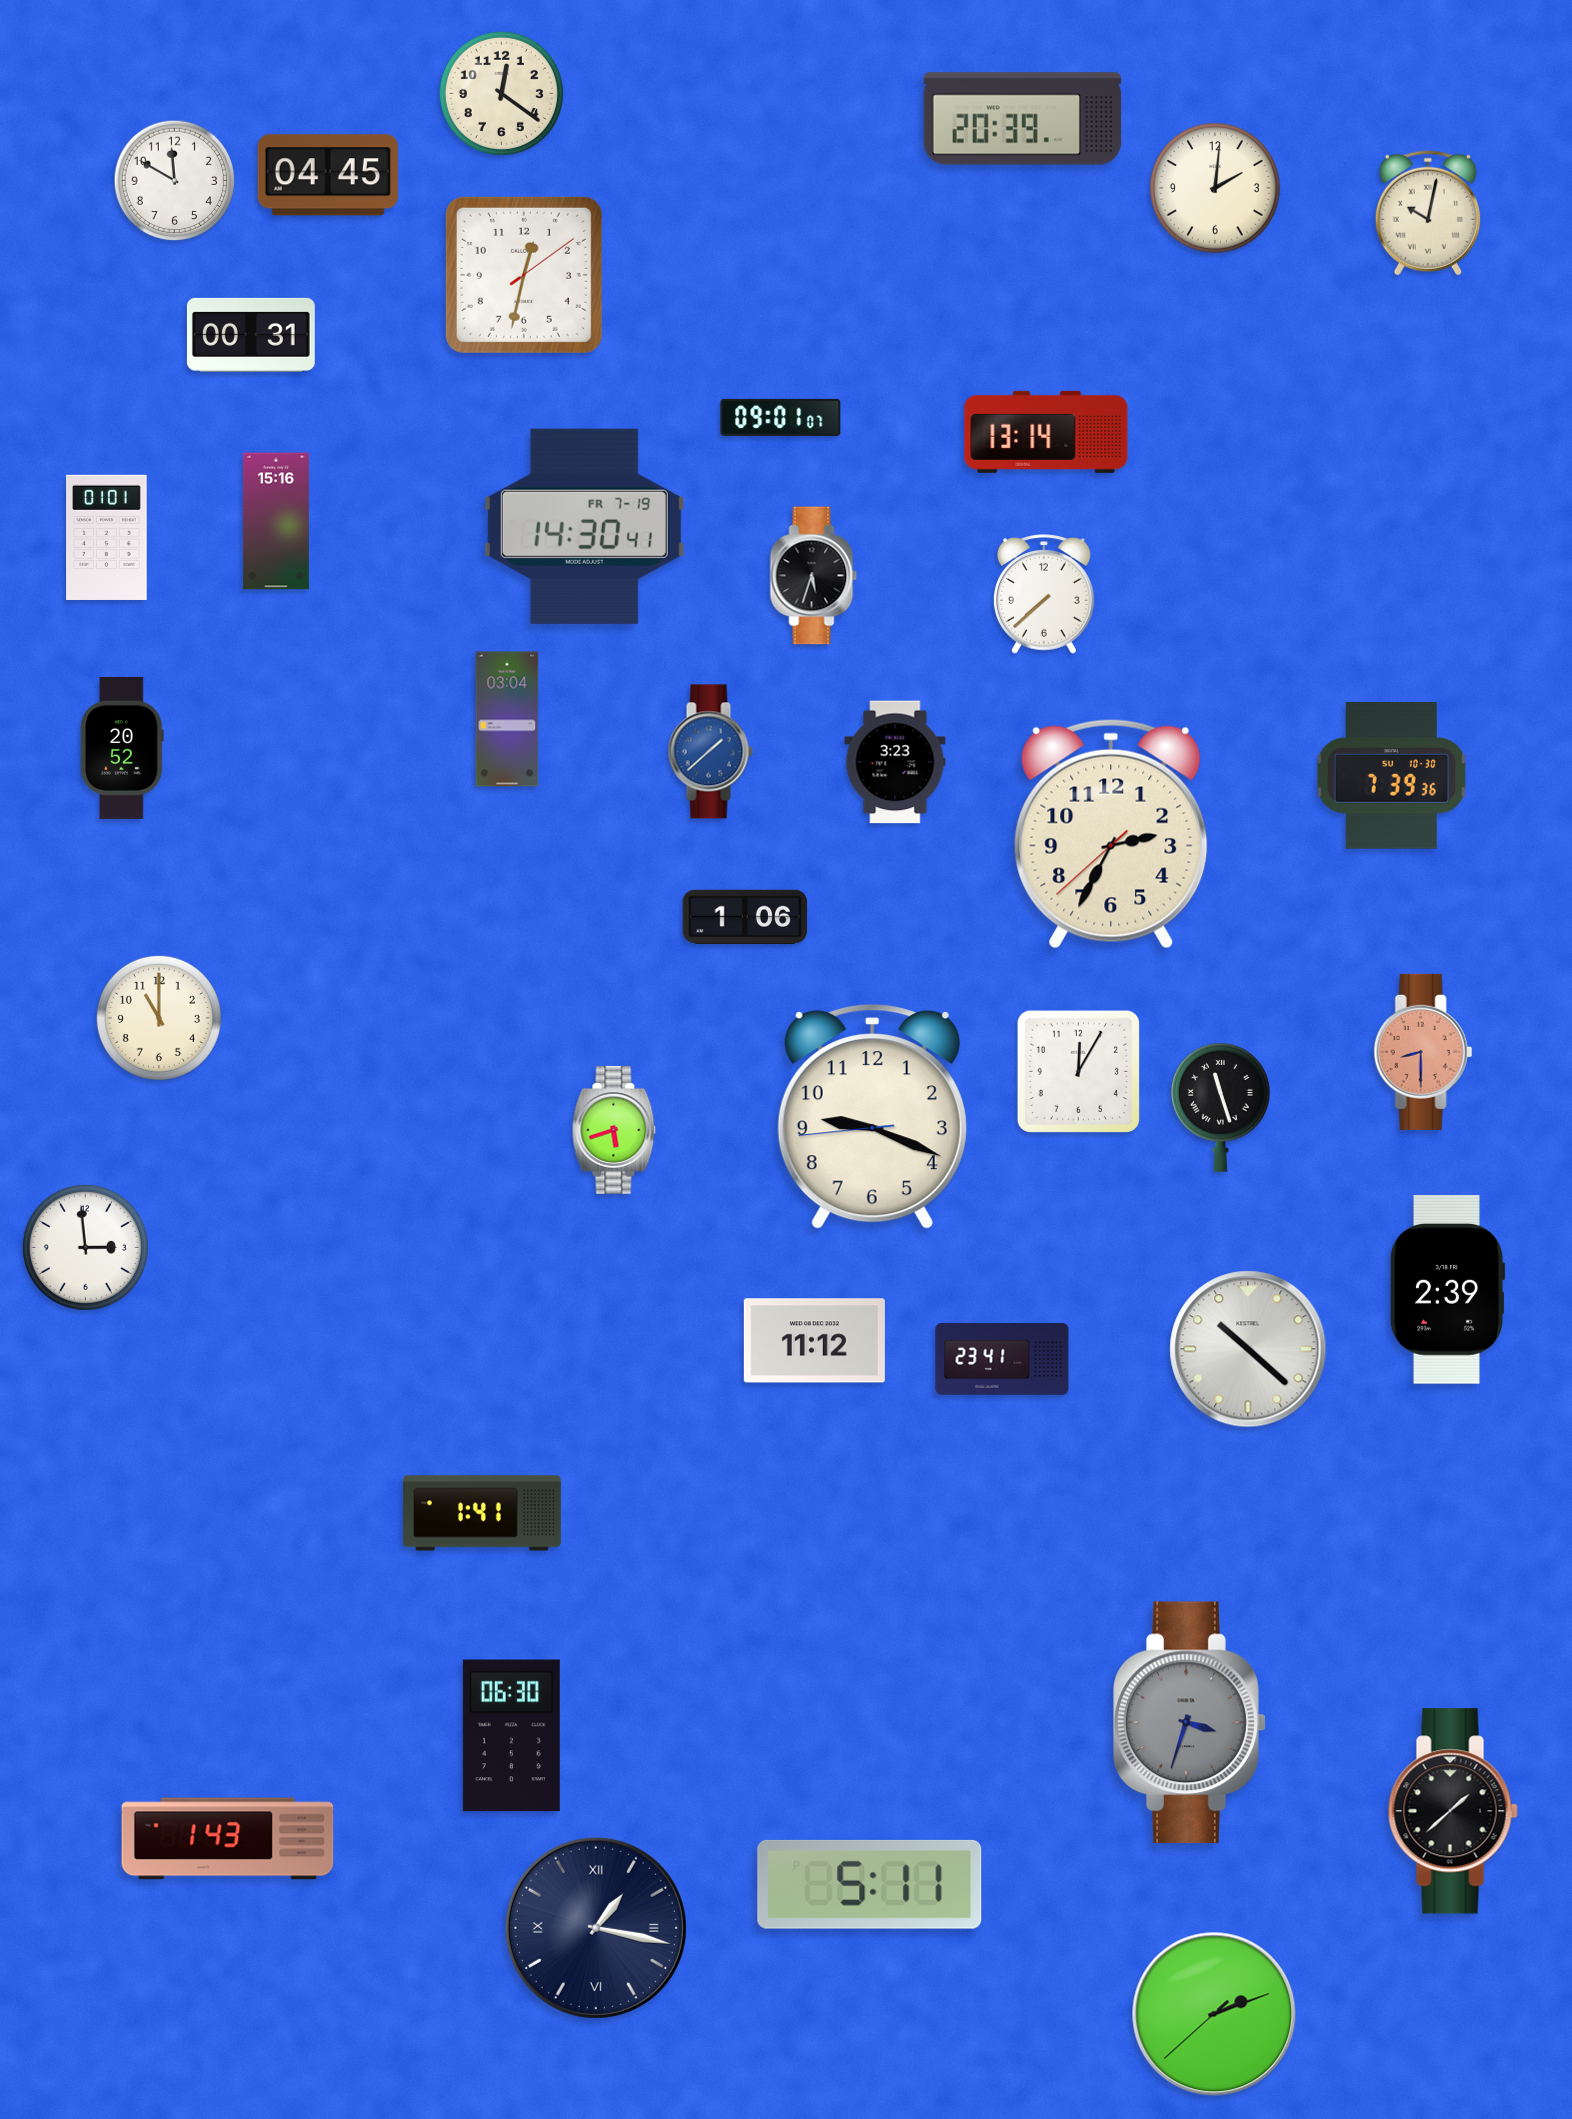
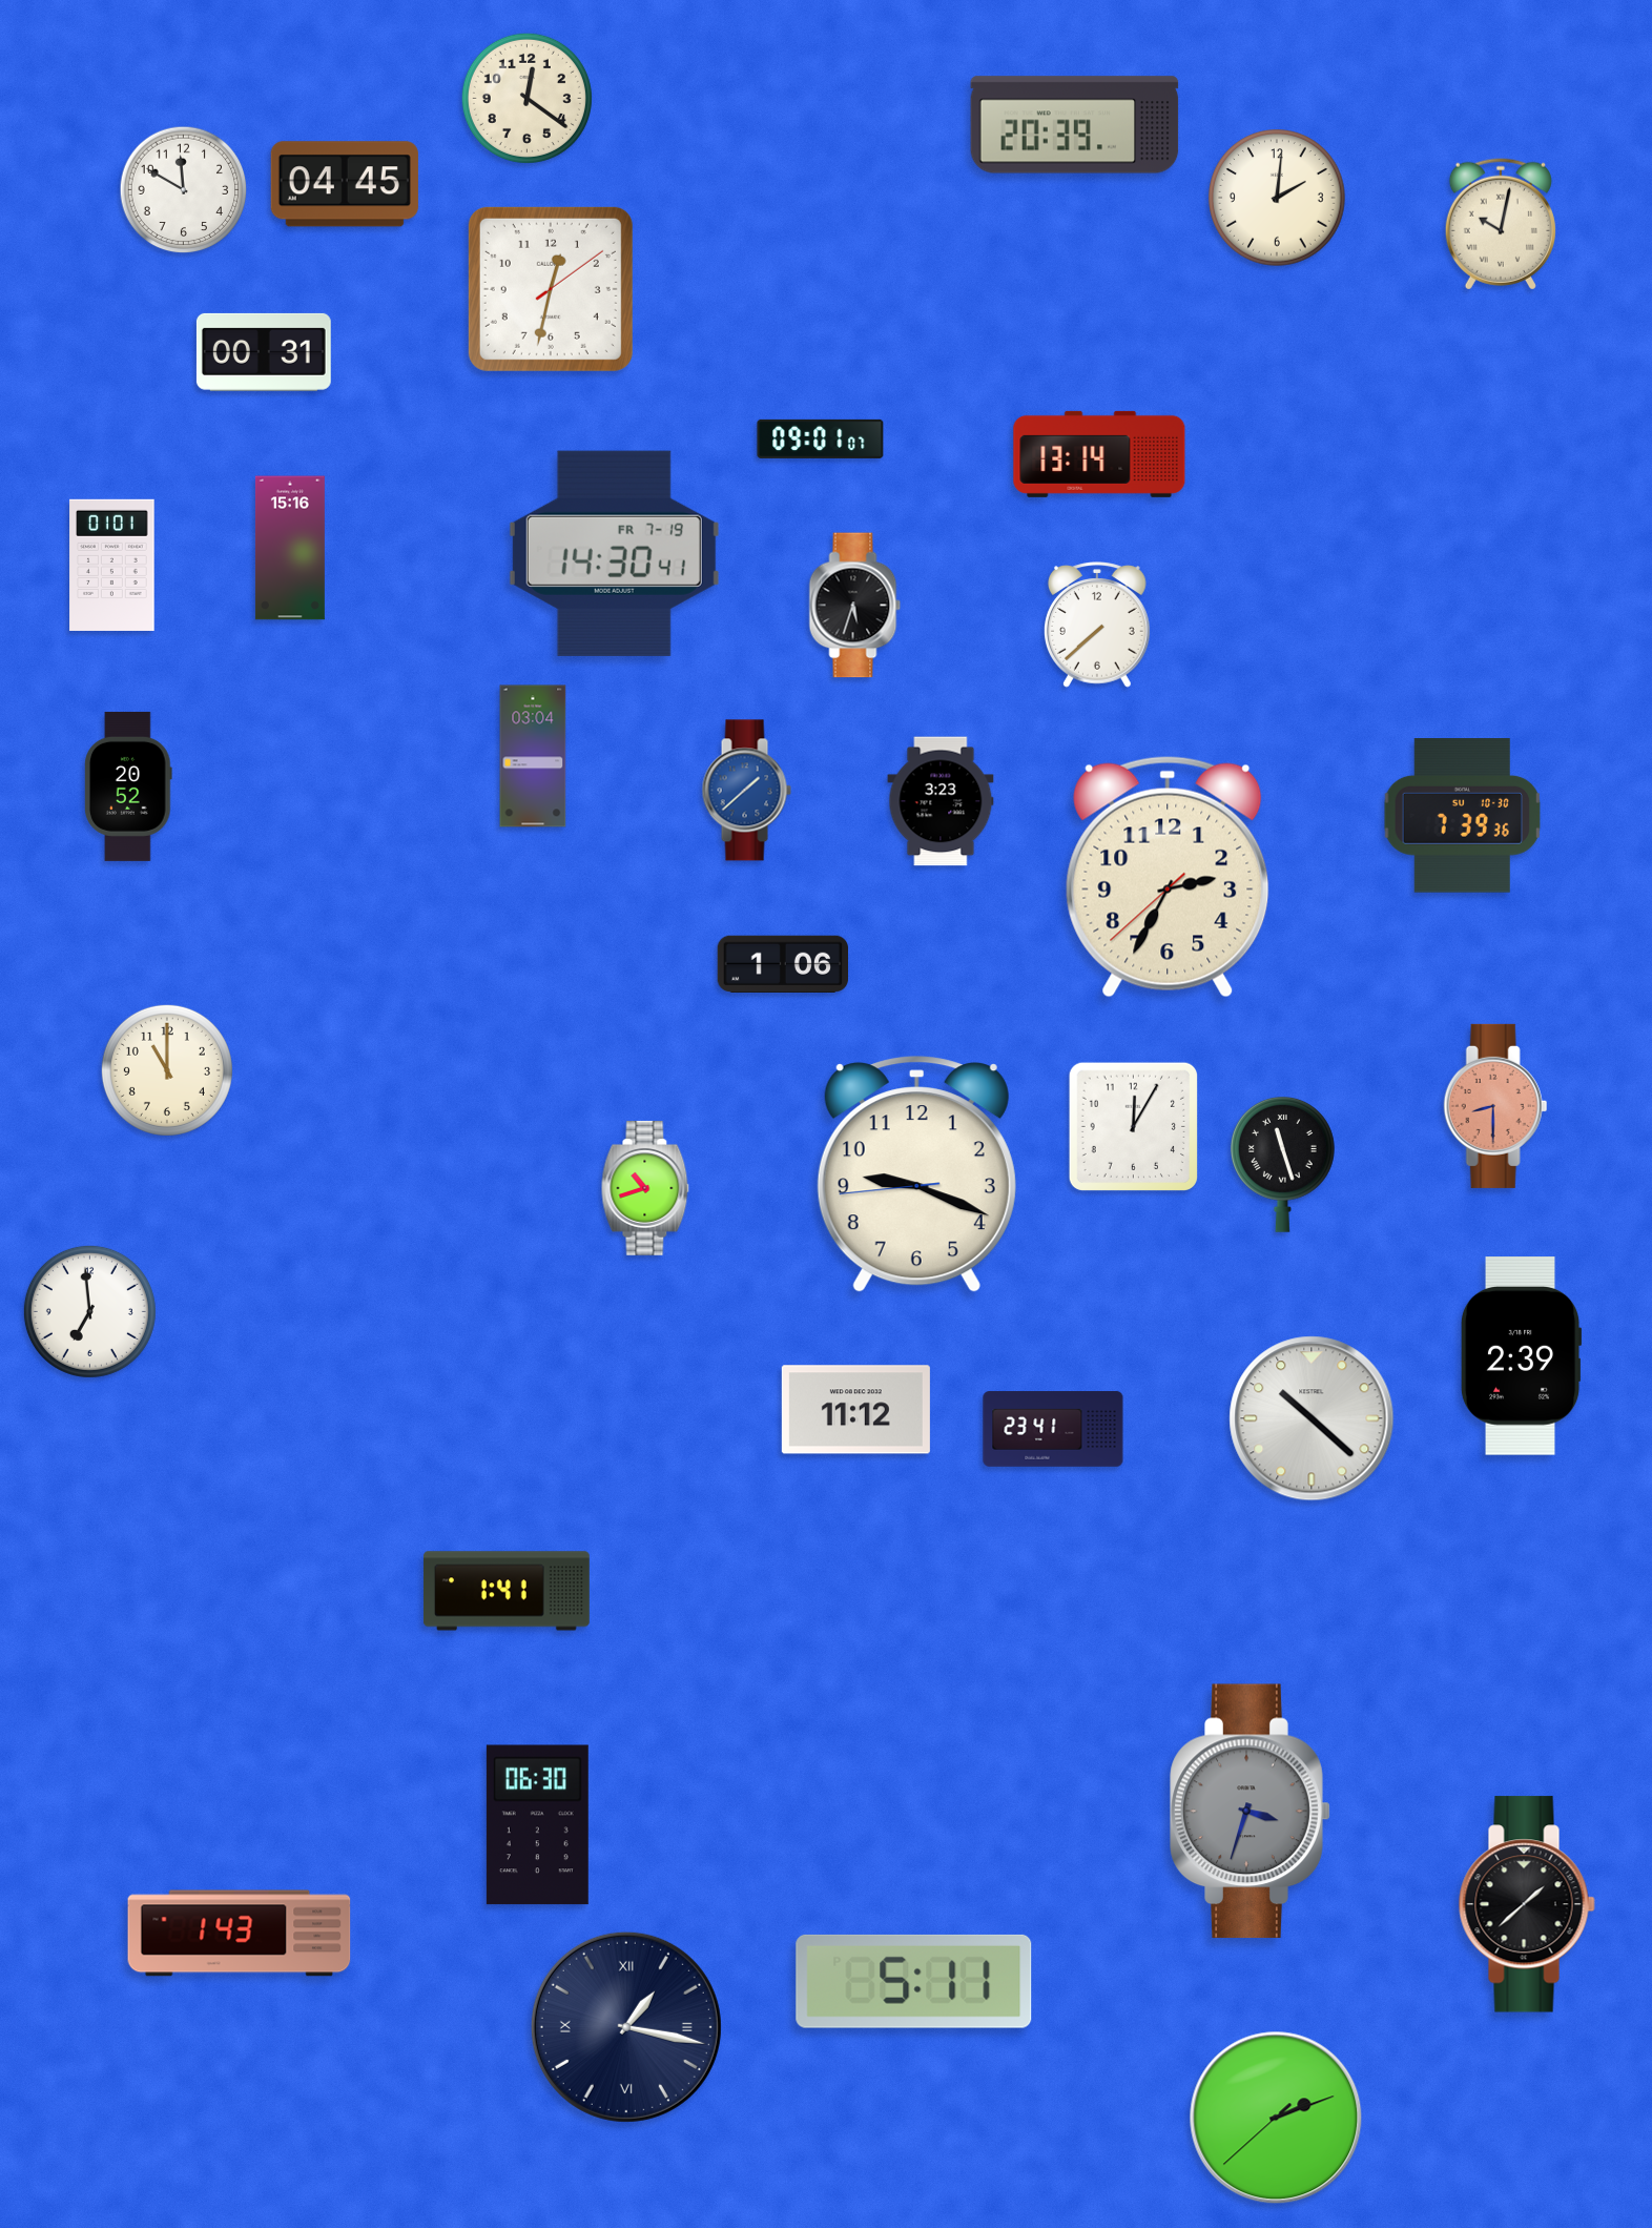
clock at (614, 1130): 5:42 -> 10:42
clock at (85, 1247): 2:59 -> 6:59
